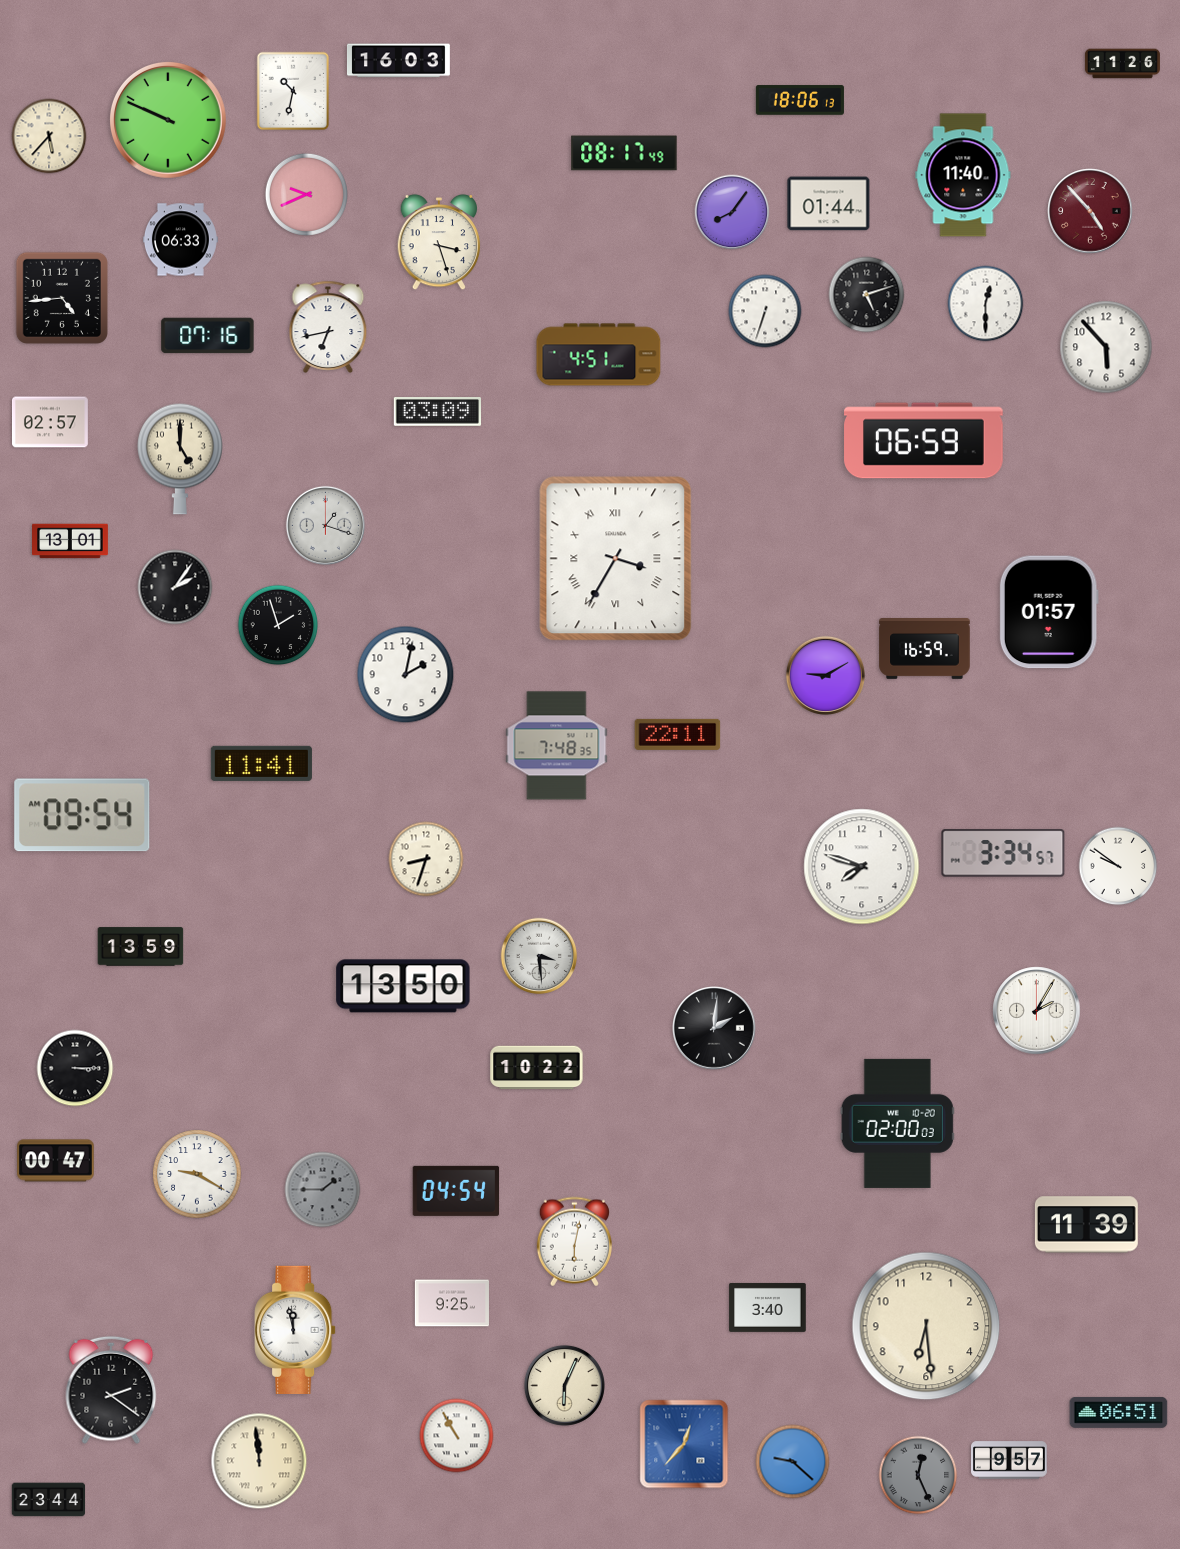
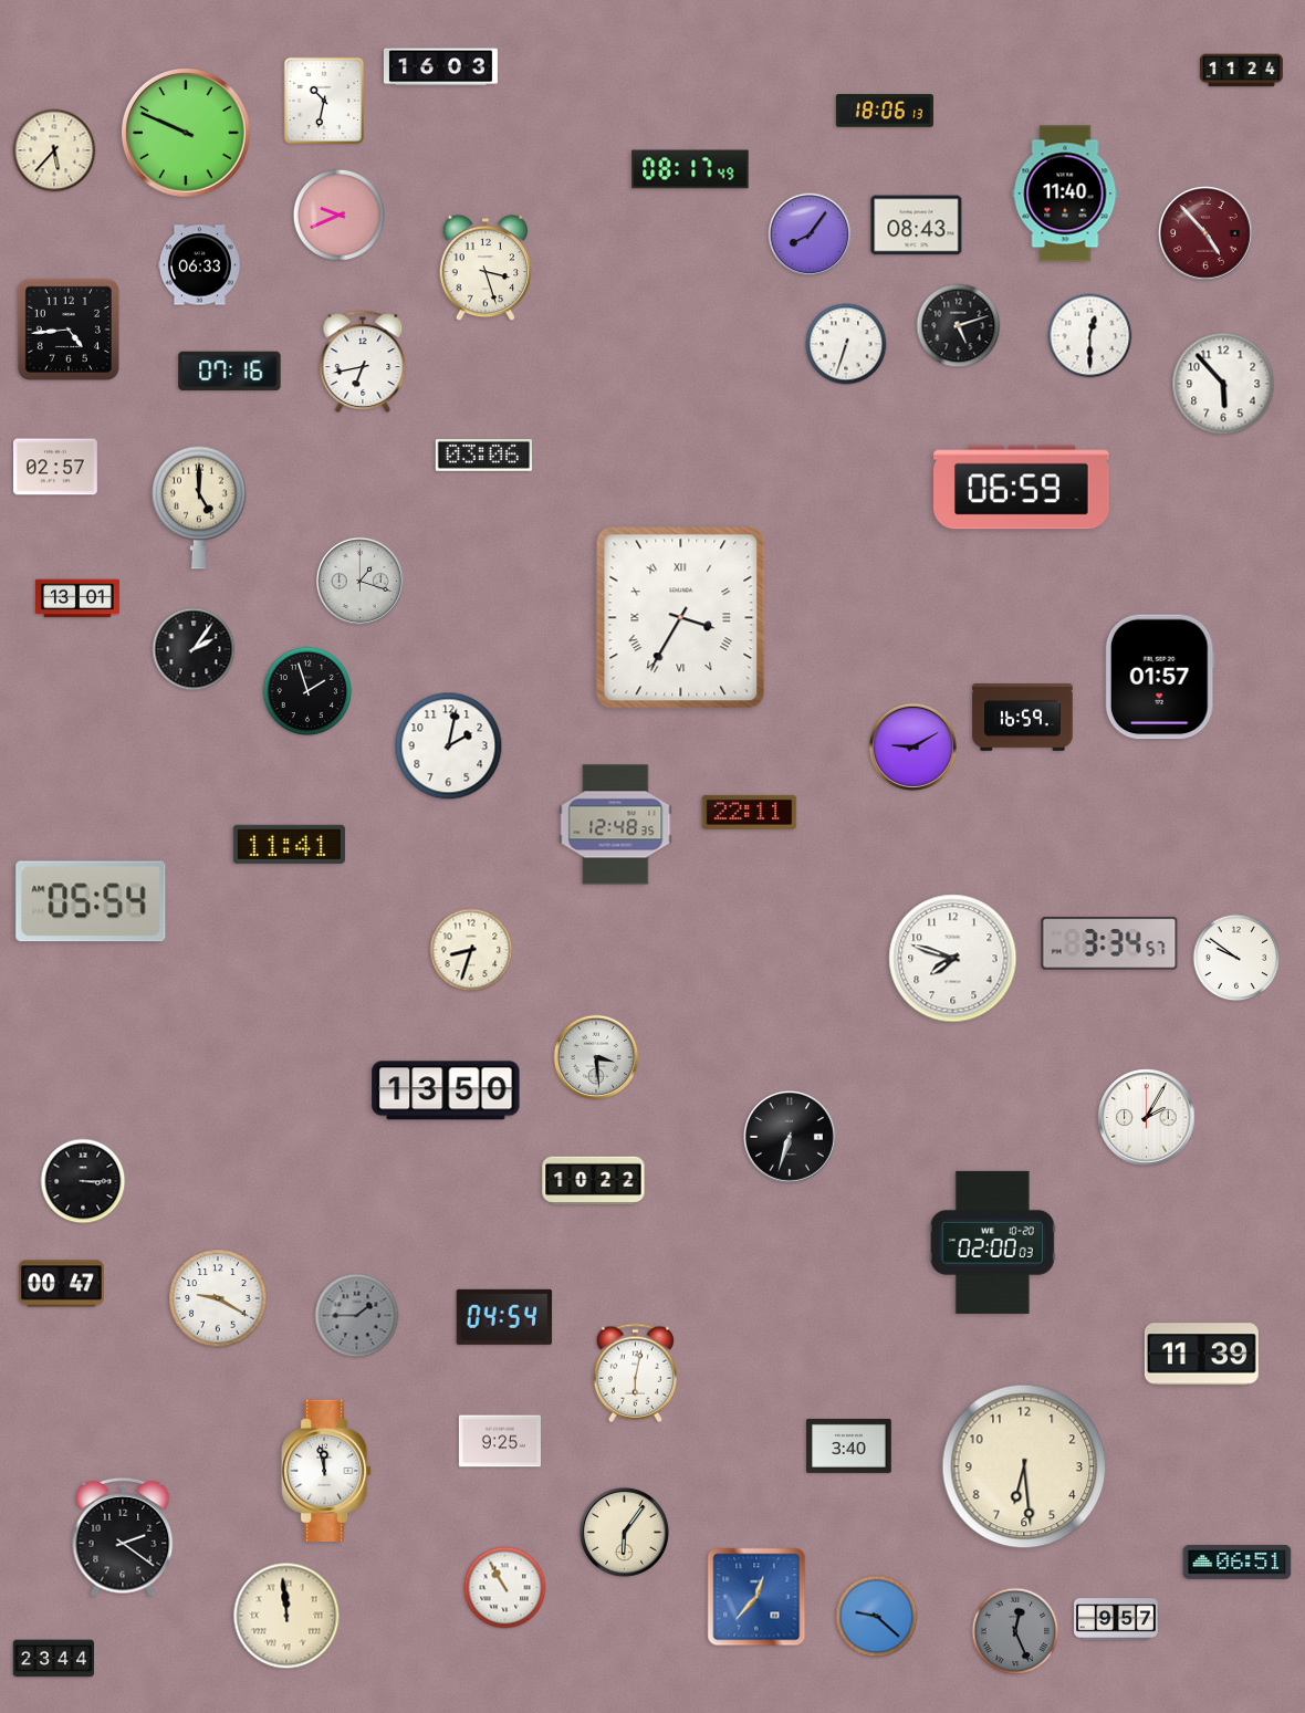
clock at (1122, 64): 11:26 -> 11:24
clock at (829, 204): 01:44 -> 08:43
clock at (599, 355): 4:51 -> none
clock at (437, 412): 03:09 -> 03:06
clock at (557, 746): 7:48 -> 12:48
clock at (82, 815): 09:54 -> 05:54
clock at (141, 947): 13:59 -> none
clock at (715, 1029): 2:01 -> 6:33
clock at (564, 1385): 6:04 -> 6:06
clock at (1010, 1460) position: (1010, 1460) -> (1117, 1619)
